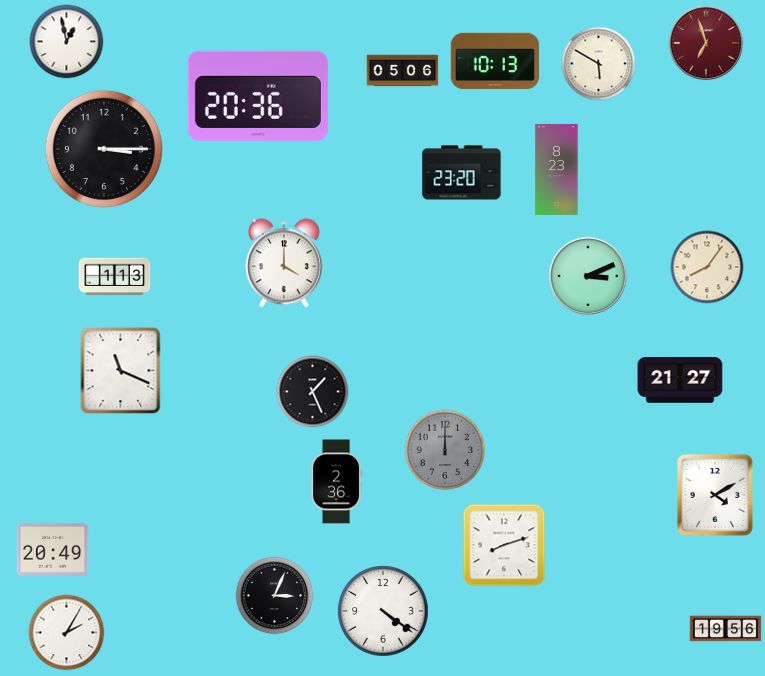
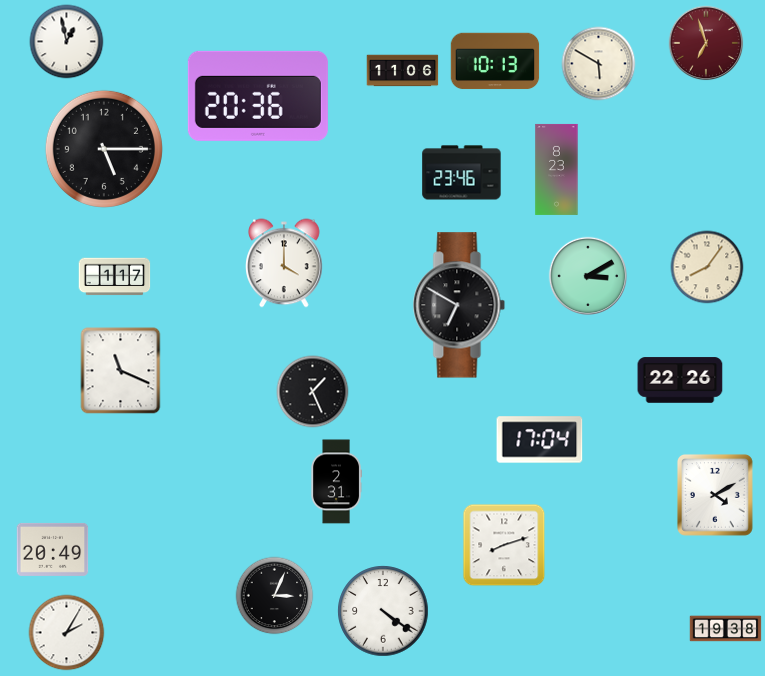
clock at (403, 71): 05:06 -> 11:06
clock at (104, 149): 3:15 -> 5:15
clock at (462, 173): 23:20 -> 23:46
clock at (587, 275): 3:11 -> 3:10
clock at (115, 277): 1:13 -> 1:17
clock at (459, 305): none -> 6:50
clock at (680, 380): 21:27 -> 22:26
clock at (540, 440): none -> 17:04
clock at (445, 450): 12:00 -> none
clock at (336, 482): 2:36 -> 2:31
clock at (726, 629): 19:56 -> 19:38
